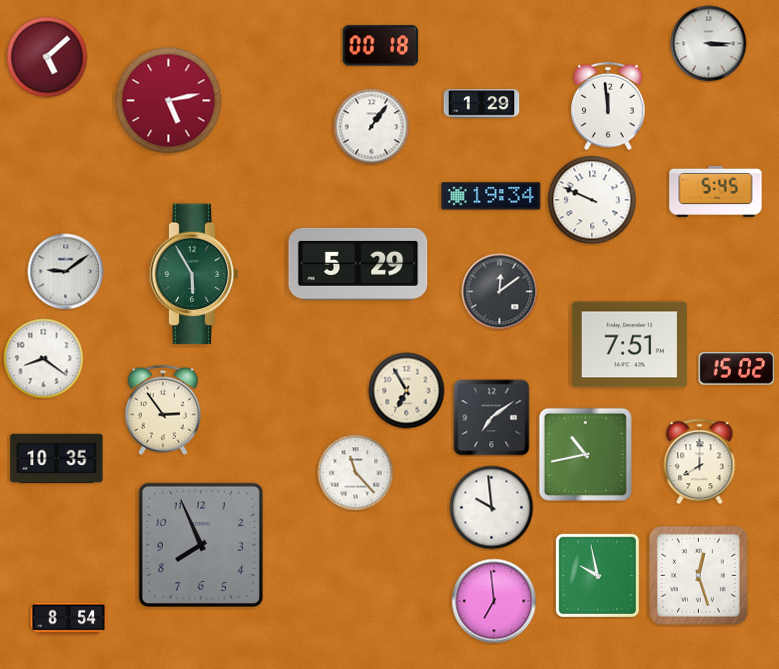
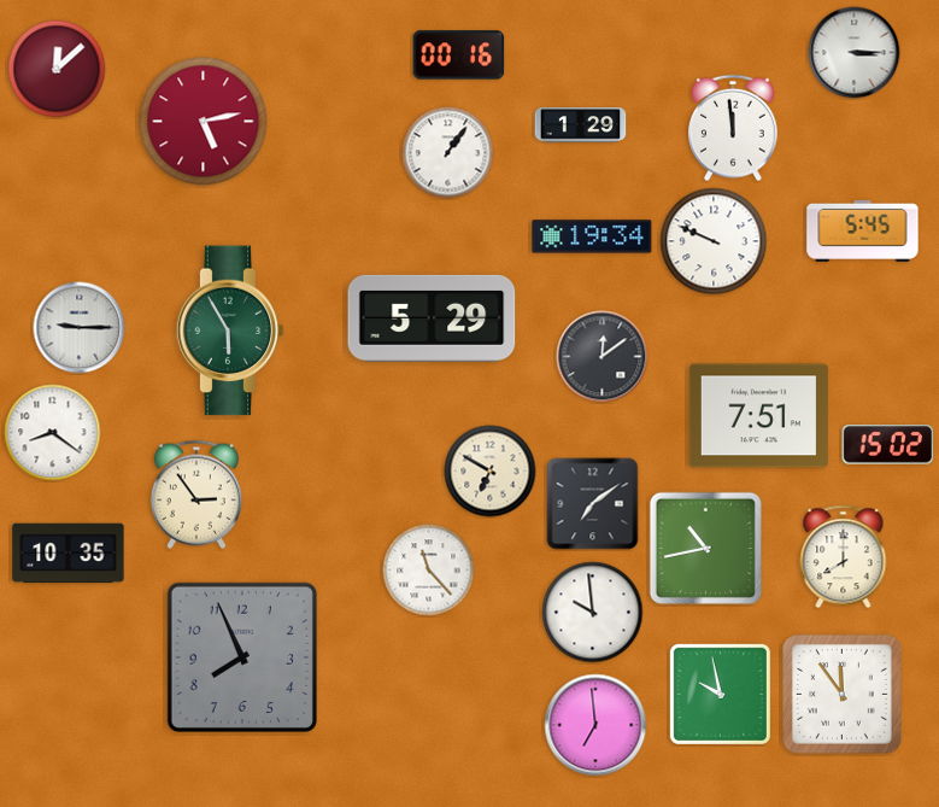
clock at (381, 46): 00:18 -> 00:16
clock at (47, 57): 5:08 -> 12:08
clock at (66, 272): 9:09 -> 9:15
clock at (194, 274) position: (194, 274) -> (230, 331)
clock at (500, 292) position: (500, 292) -> (603, 357)
clock at (407, 391): 6:55 -> 6:50
clock at (698, 575): 12:27 -> 11:54
clock at (69, 619): 8:54 -> none
